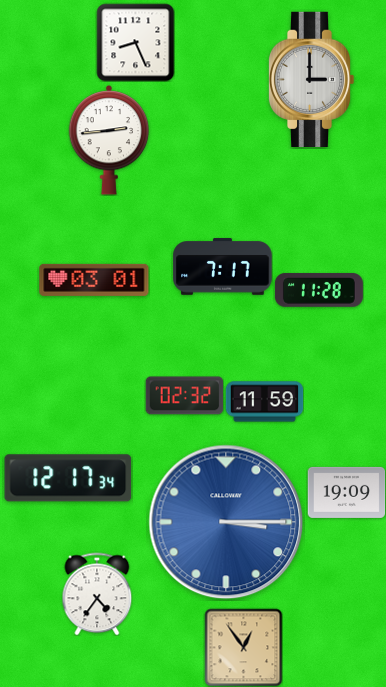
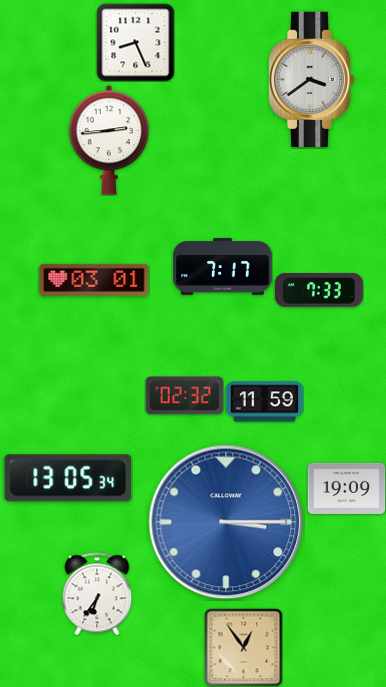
clock at (311, 79): 3:00 -> 3:39
clock at (319, 290): 11:28 -> 7:33
clock at (68, 478): 12:17 -> 13:05
clock at (346, 492) position: (346, 492) -> (346, 488)
clock at (97, 594): 4:36 -> 6:36
